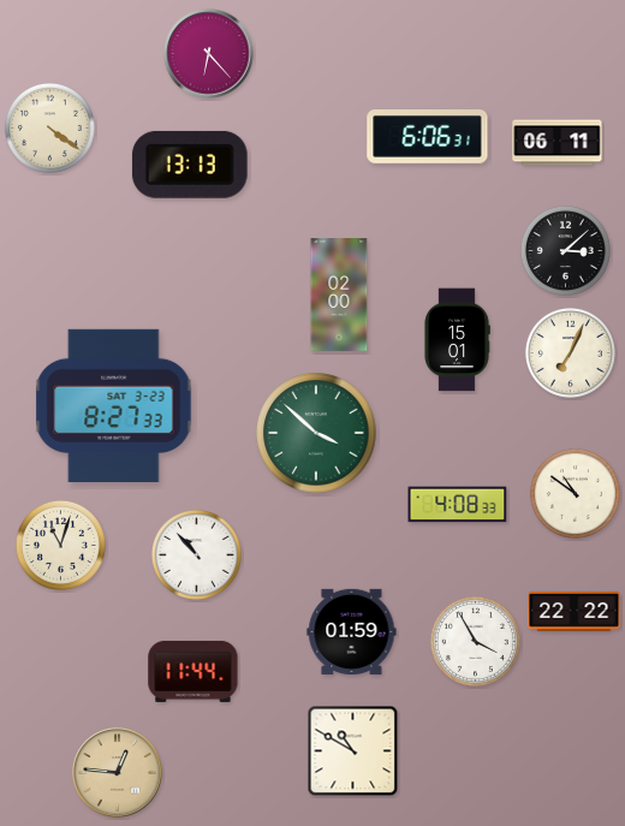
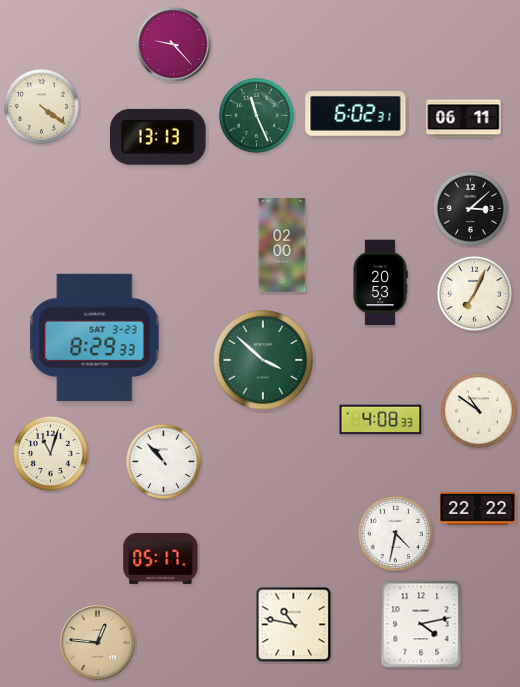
clock at (209, 54): 6:23 -> 9:23
clock at (428, 137): 6:06 -> 6:02
clock at (256, 115): none -> 11:26
clock at (457, 340): 15:01 -> 20:53
clock at (114, 405): 8:27 -> 8:29
clock at (352, 631): 01:59 -> none
clock at (475, 641): 3:55 -> 4:32
clock at (194, 671): 11:44 -> 05:17
clock at (421, 624): none -> 4:13
clock at (353, 751): 10:50 -> 10:47
